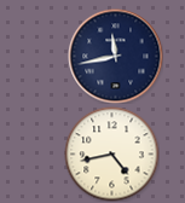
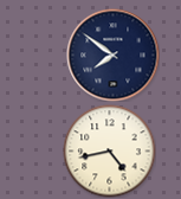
clock at (115, 56): 11:43 -> 7:51
